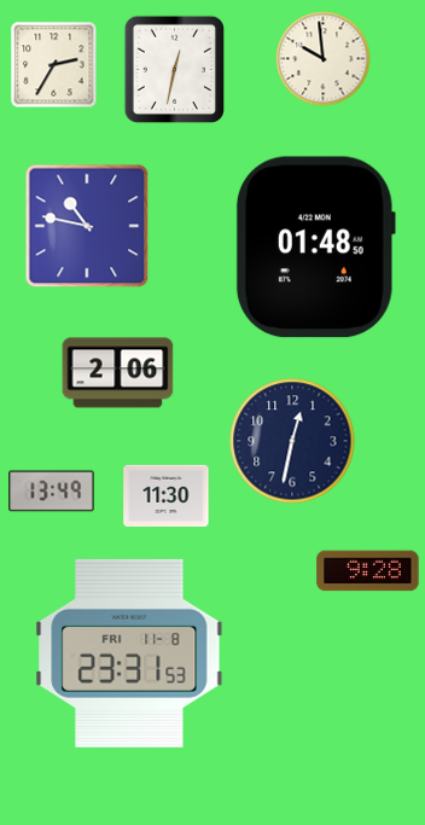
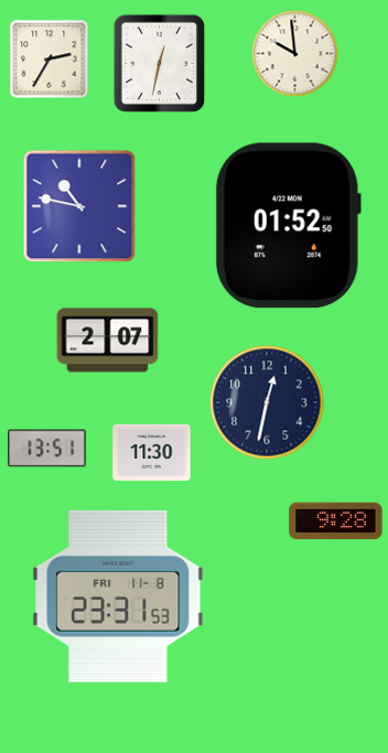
clock at (315, 248): 01:48 -> 01:52
clock at (118, 373): 2:06 -> 2:07
clock at (52, 492): 13:49 -> 13:51
